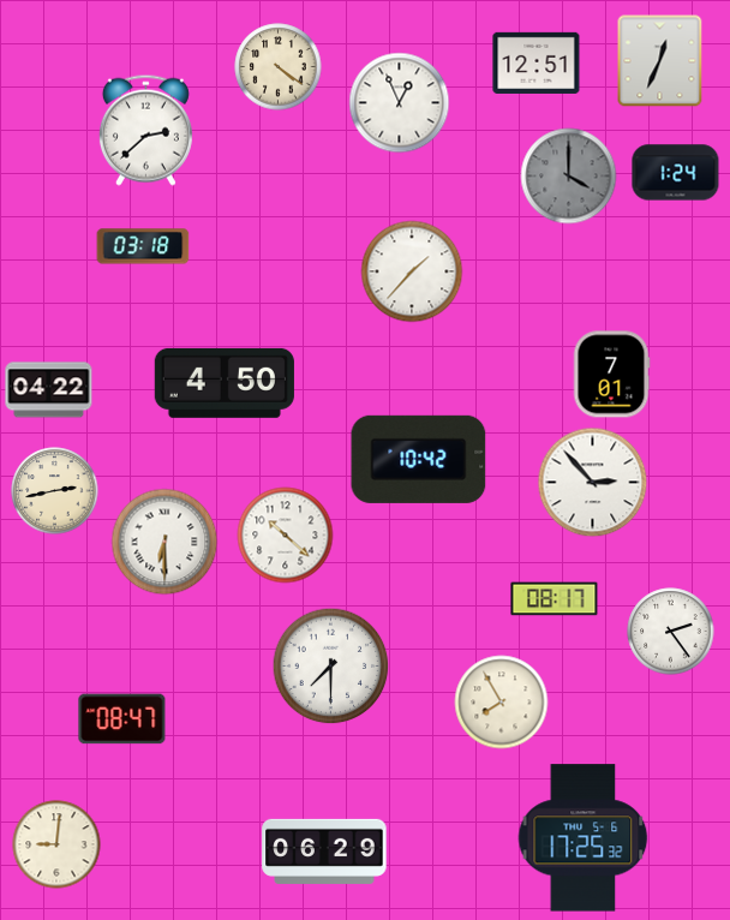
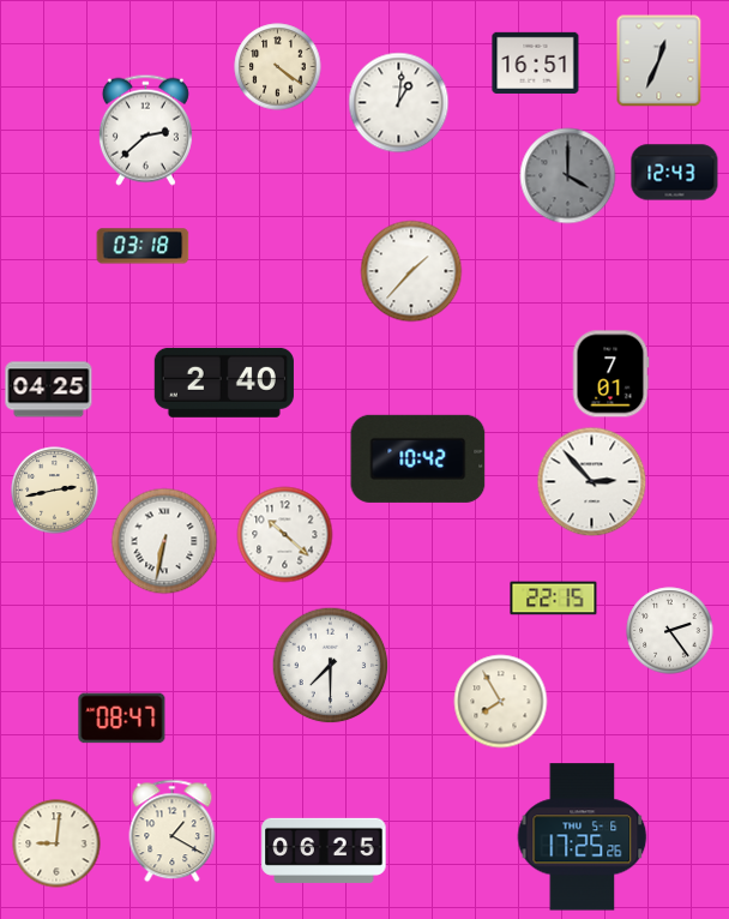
clock at (537, 62): 12:51 -> 16:51
clock at (400, 103): 12:56 -> 1:01
clock at (676, 173): 1:24 -> 12:43
clock at (225, 383): 4:50 -> 2:40
clock at (49, 390): 04:22 -> 04:25
clock at (164, 542): 6:30 -> 6:32
clock at (555, 599): 08:17 -> 22:15
clock at (173, 831): none -> 1:20
clock at (584, 838): 17:25:32 -> 17:25:26
clock at (324, 852): 06:29 -> 06:25
